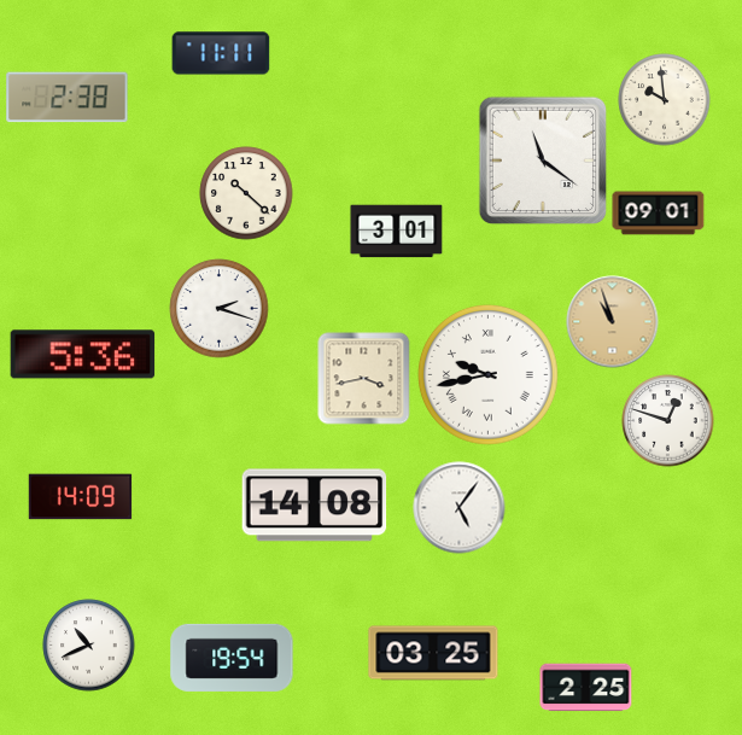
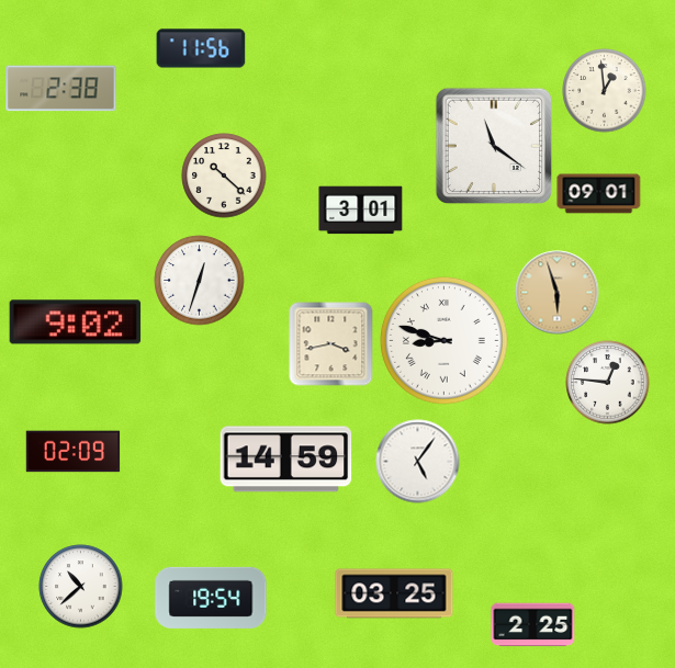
clock at (221, 53): 11:11 -> 11:56
clock at (665, 100): 9:59 -> 12:59
clock at (220, 309): 2:18 -> 12:33
clock at (613, 322): 10:57 -> 5:57
clock at (83, 355): 5:36 -> 9:02
clock at (487, 374): 9:43 -> 8:48
clock at (668, 421): 12:48 -> 12:46
clock at (81, 497): 14:09 -> 02:09
clock at (315, 506): 14:08 -> 14:59
clock at (89, 646): 10:41 -> 10:38
